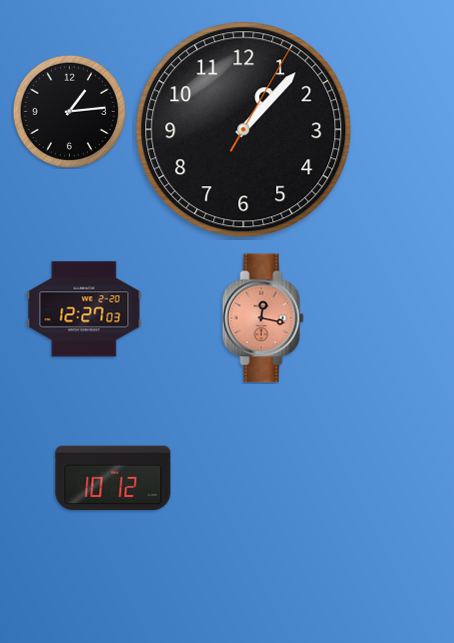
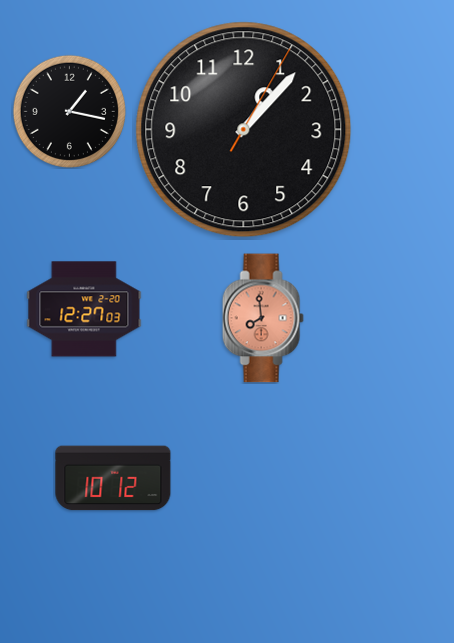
clock at (69, 111): 1:14 -> 1:17
clock at (263, 318): 12:17 -> 7:59
